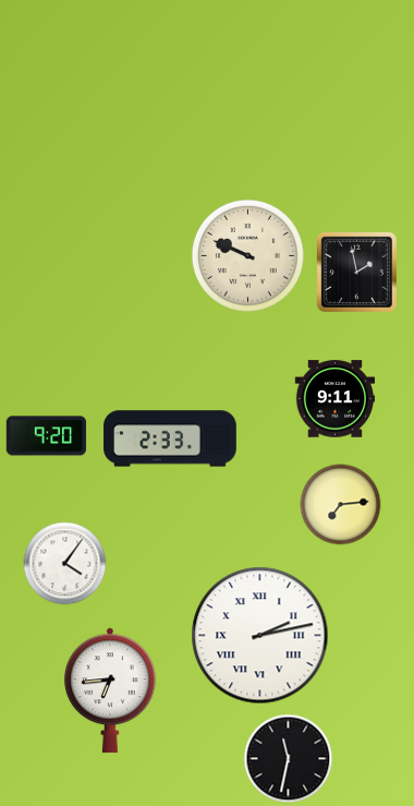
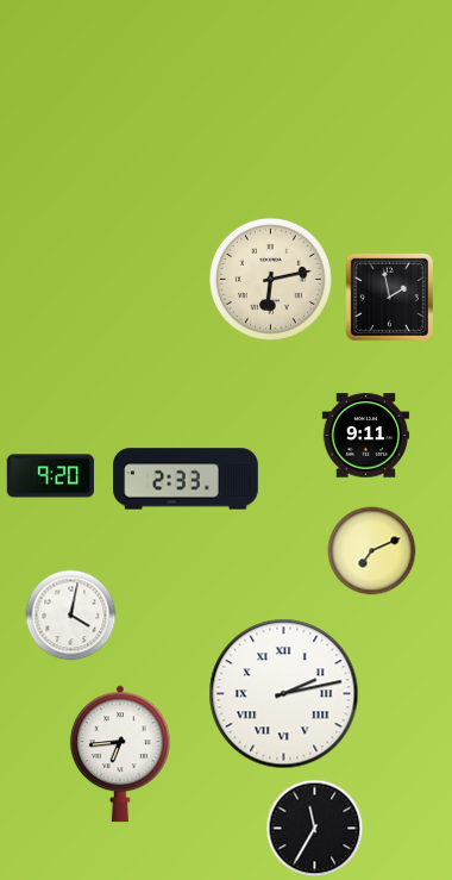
clock at (247, 255): 9:49 -> 6:13
clock at (341, 505): 7:14 -> 7:11
clock at (65, 564): 4:06 -> 4:02
clock at (289, 759): 11:32 -> 11:35
